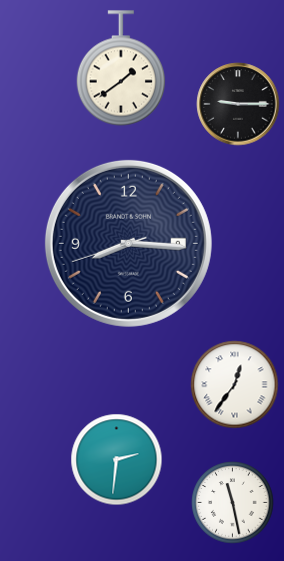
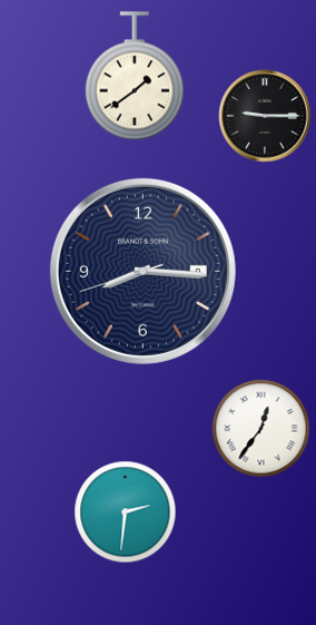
clock at (117, 460) position: (117, 460) -> (126, 512)
clock at (233, 503): 11:28 -> none
